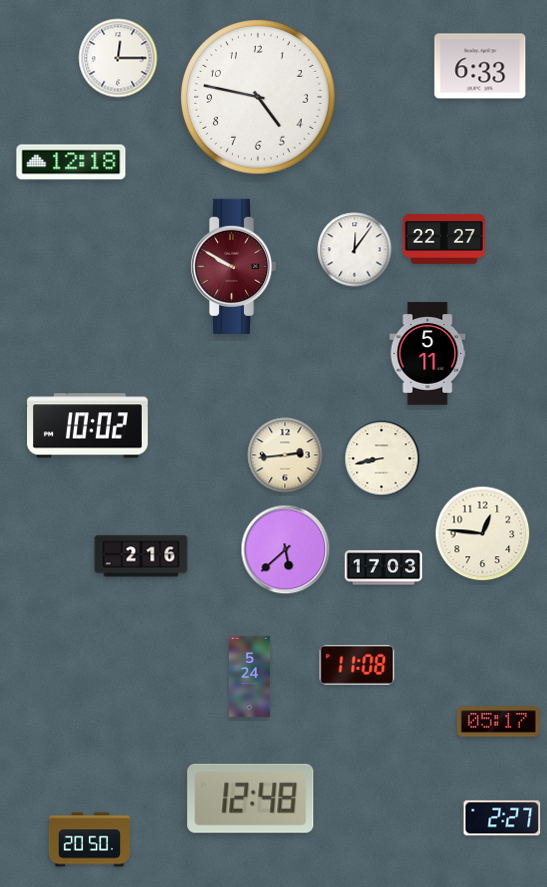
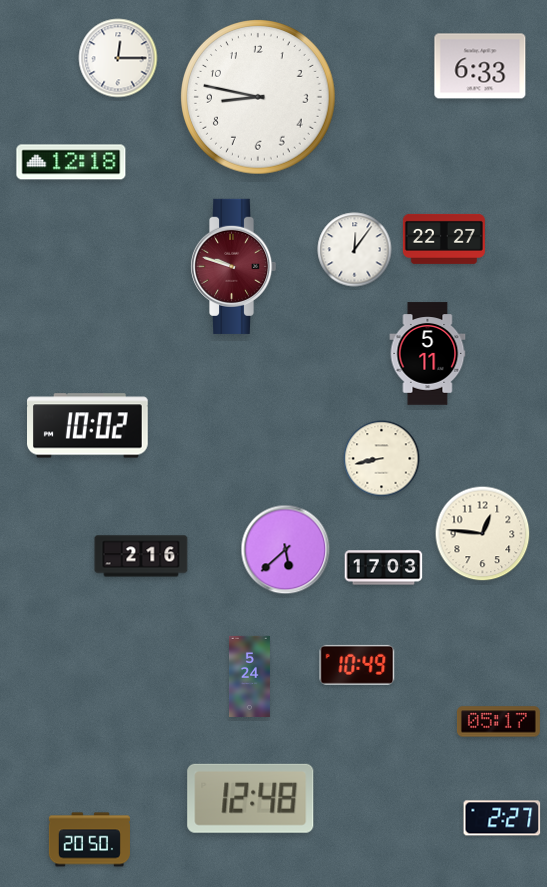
clock at (259, 98): 4:47 -> 8:47
clock at (233, 266): 9:50 -> 9:48
clock at (285, 455): 2:44 -> none
clock at (357, 665): 11:08 -> 10:49
